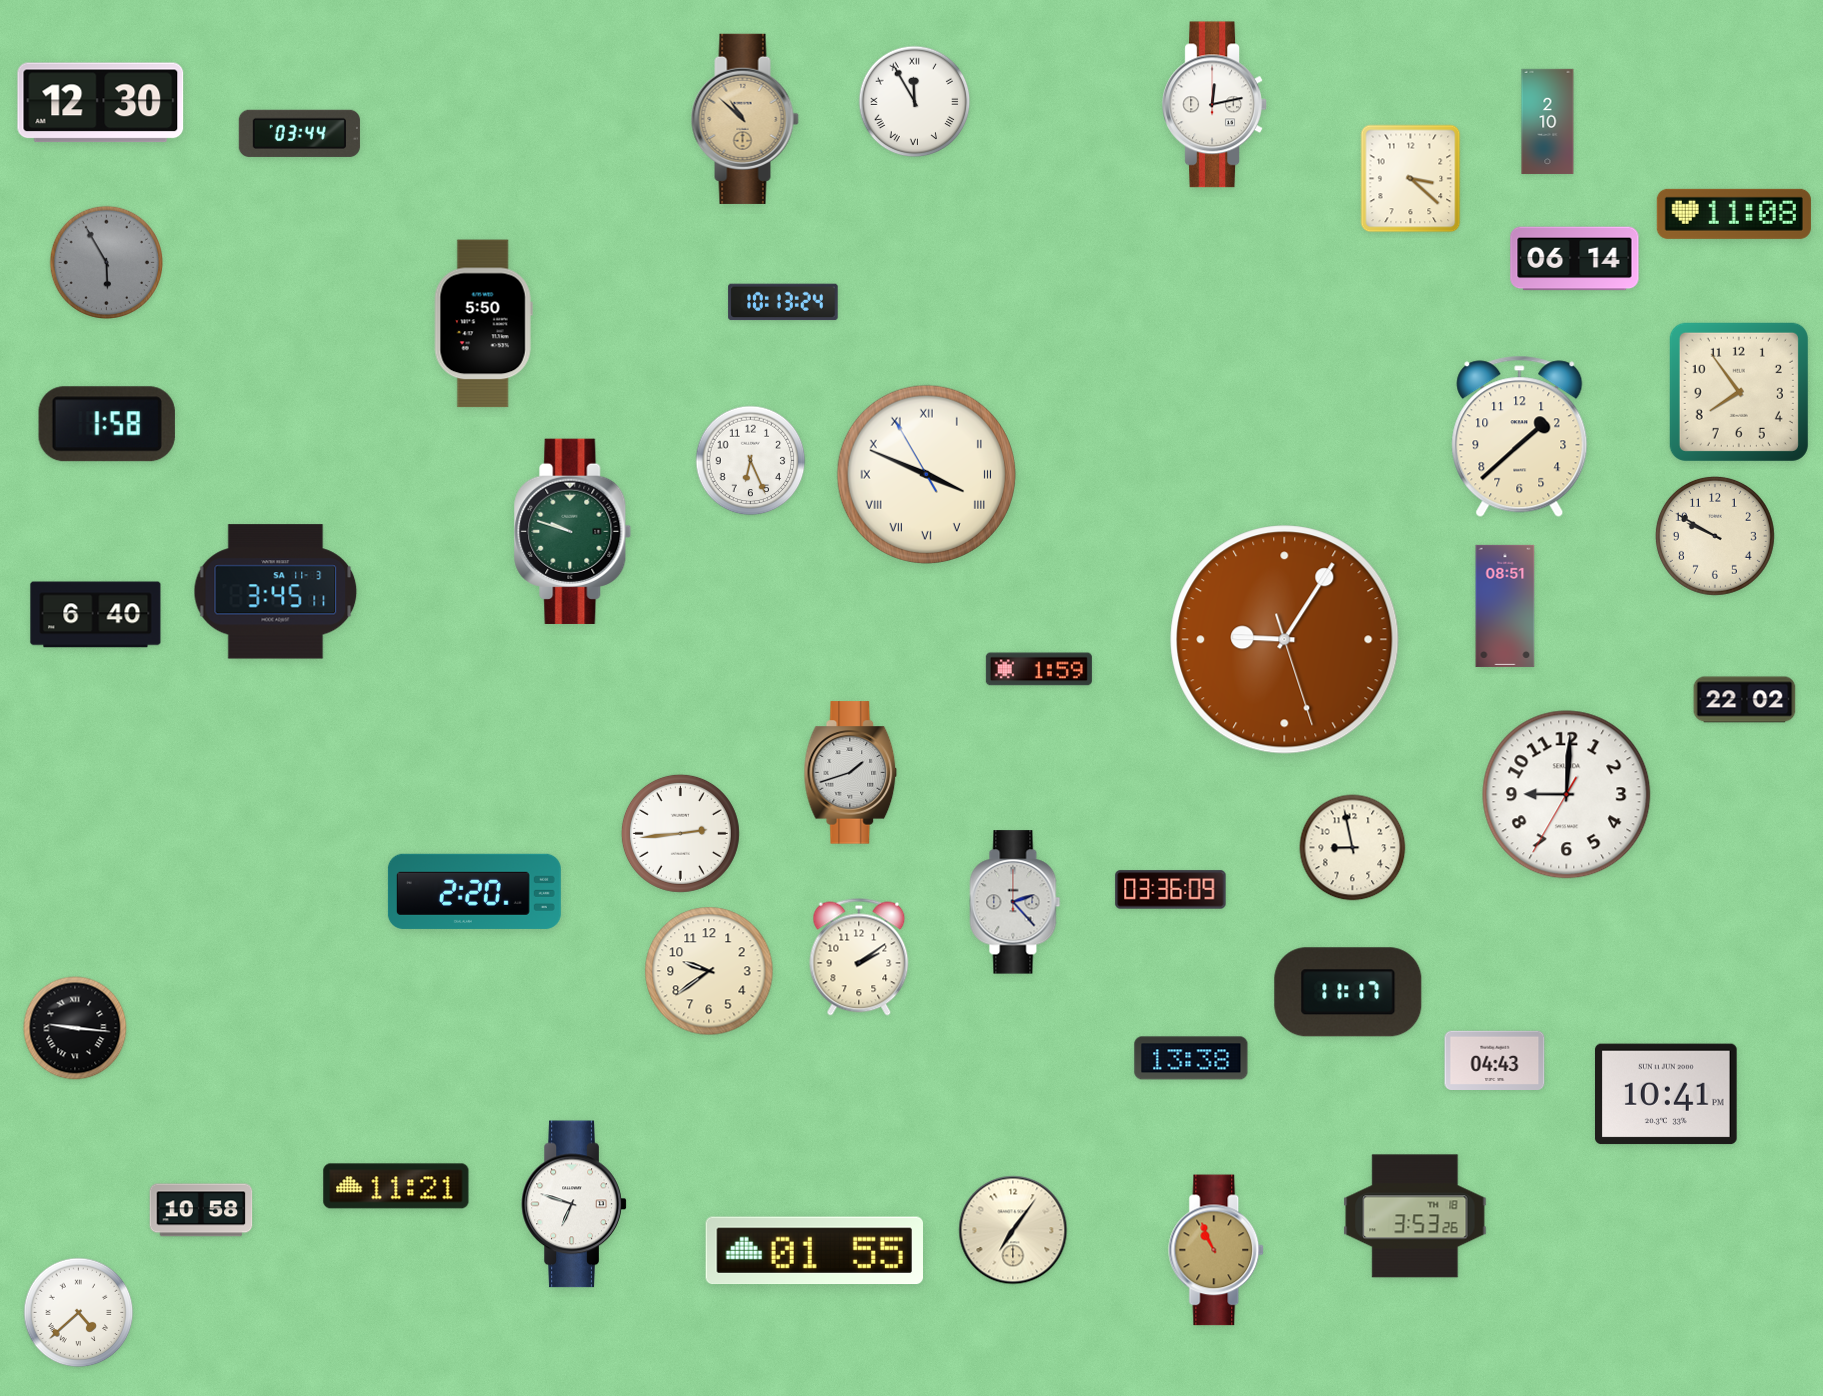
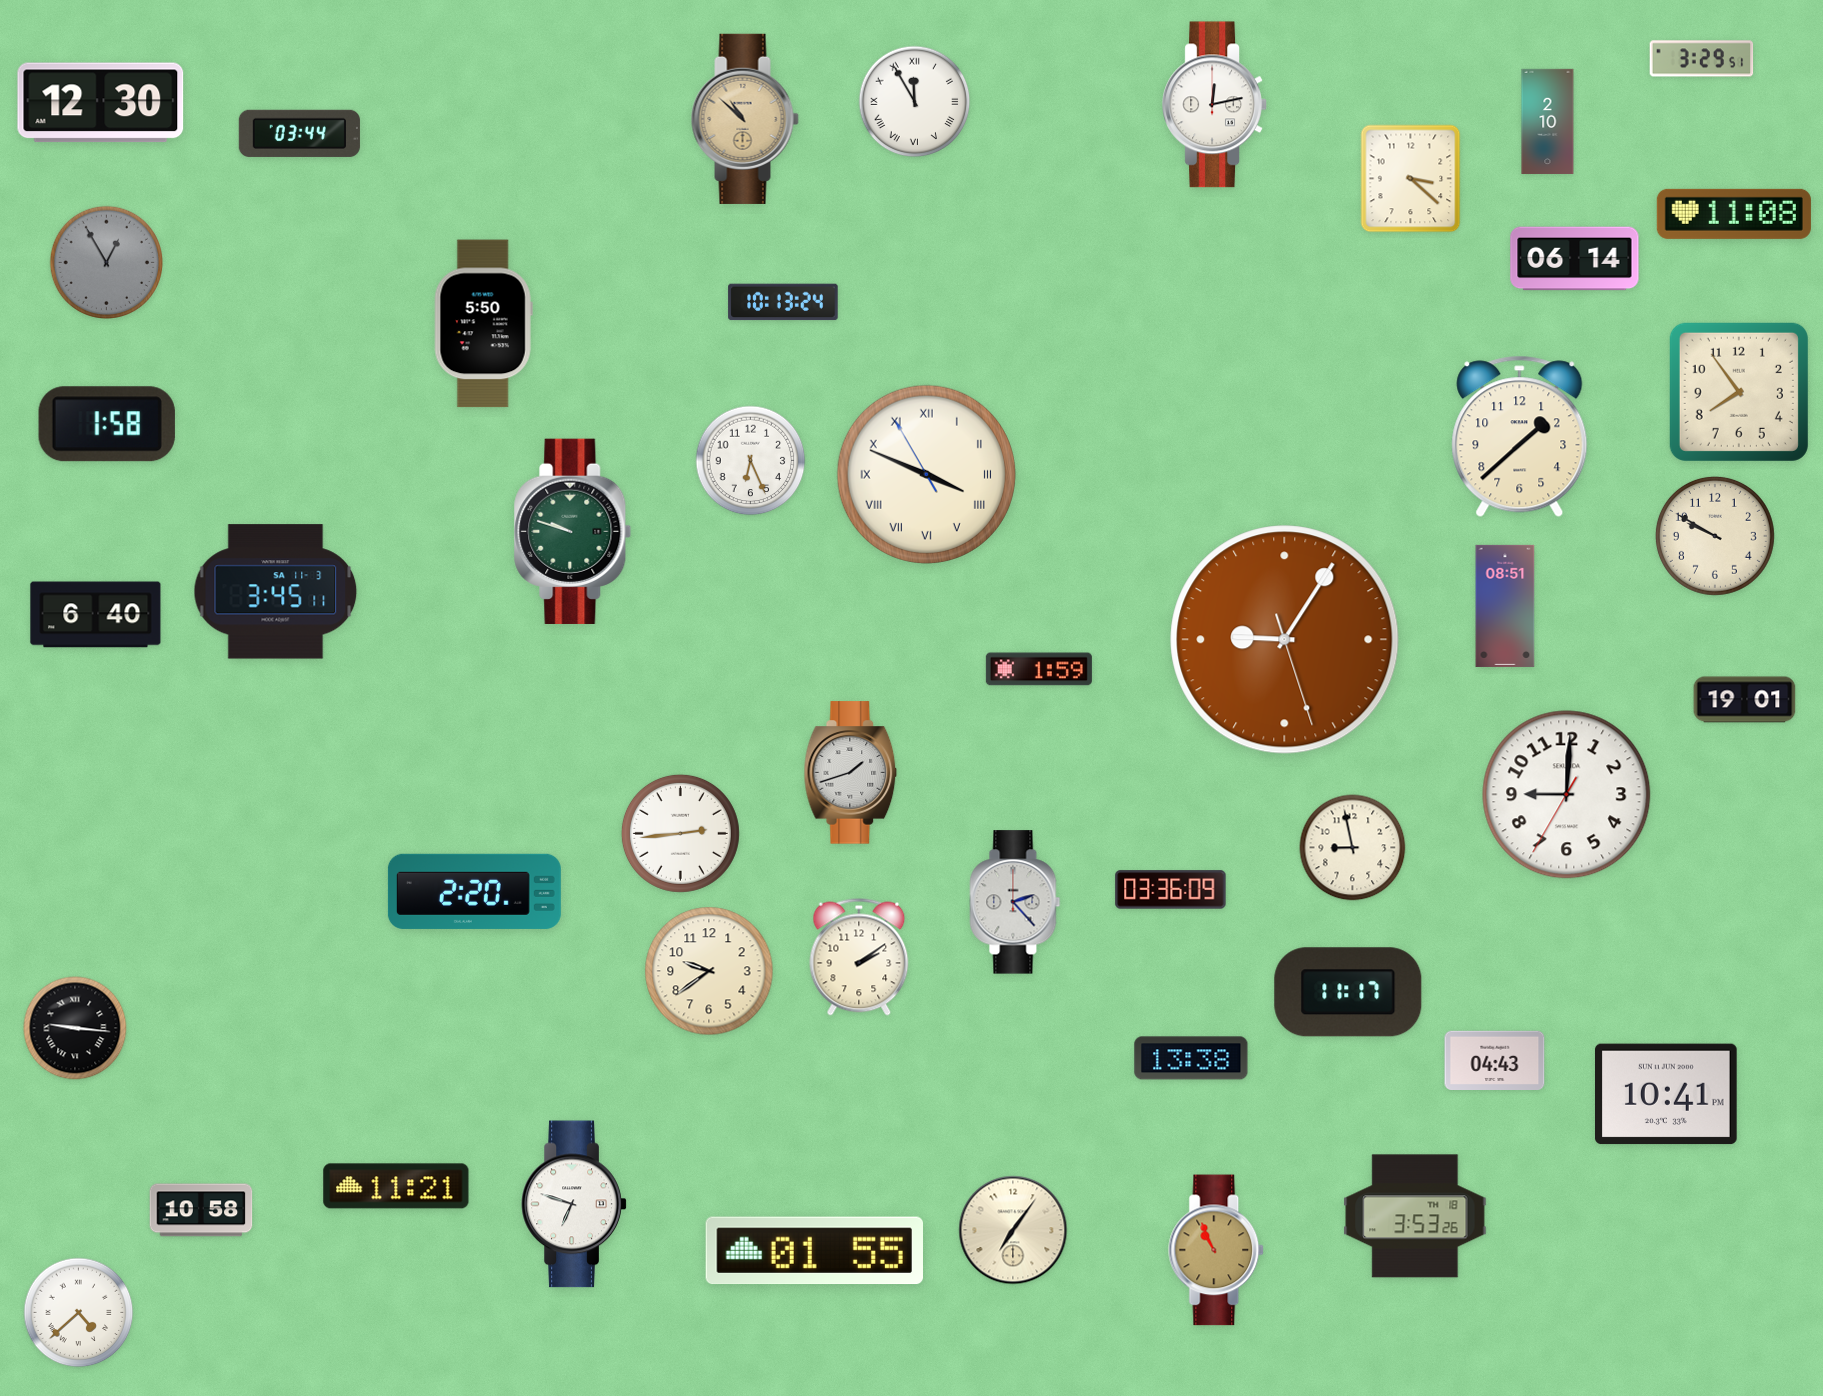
clock at (1702, 59): none -> 3:29
clock at (106, 262): 5:55 -> 12:55
clock at (1745, 700): 22:02 -> 19:01
